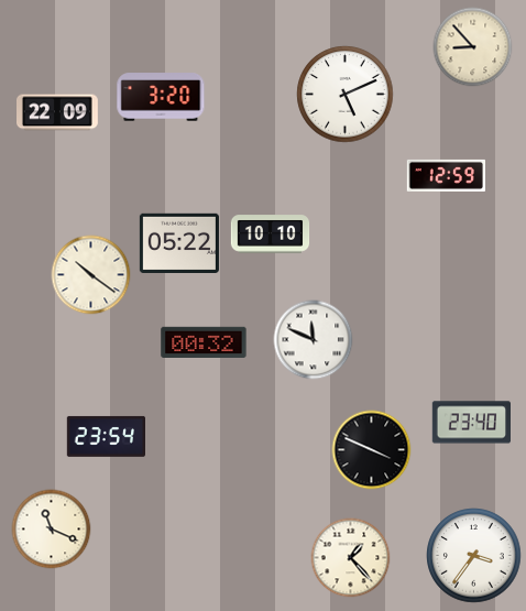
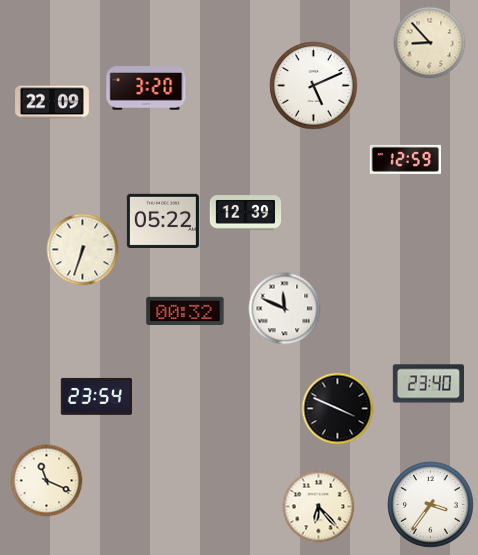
clock at (271, 234): 10:10 -> 12:39
clock at (91, 275): 10:21 -> 6:33
clock at (351, 558): 1:23 -> 6:23
